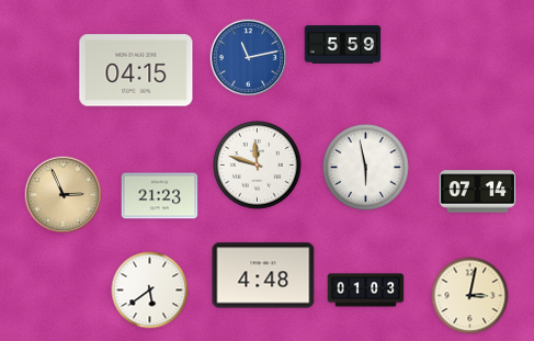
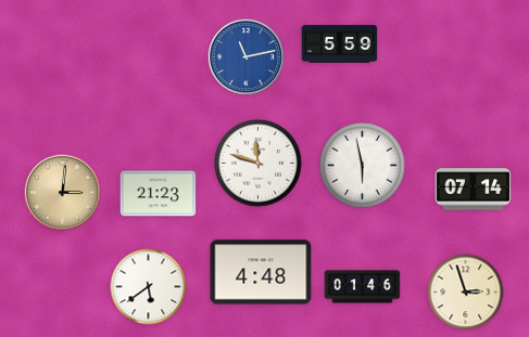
clock at (136, 70): 04:15 -> none
clock at (258, 166) position: (258, 166) -> (259, 164)
clock at (64, 195): 2:56 -> 3:01
clock at (366, 291): 01:03 -> 01:46
clock at (470, 296): 3:02 -> 2:57
